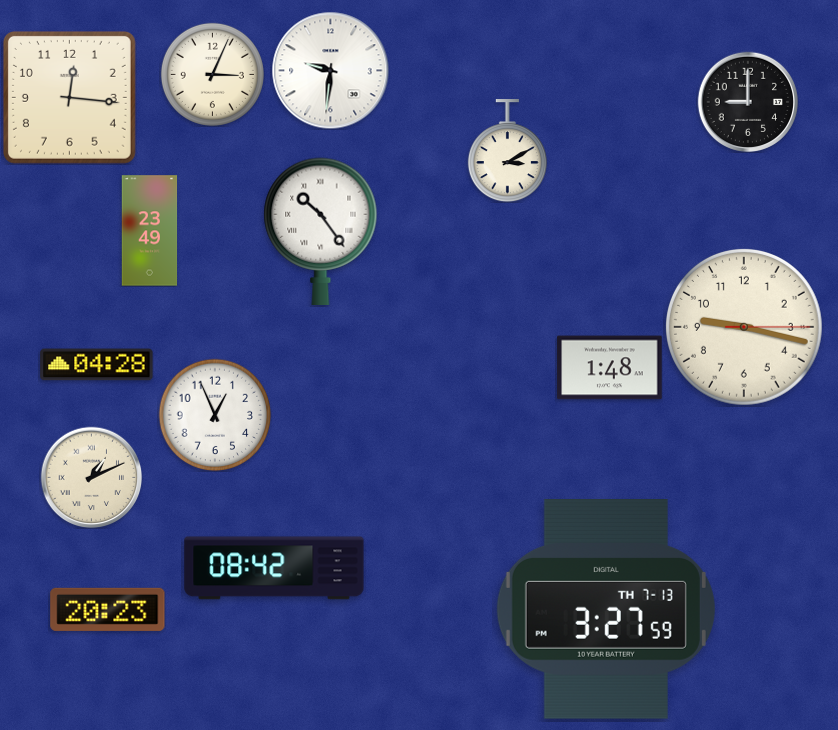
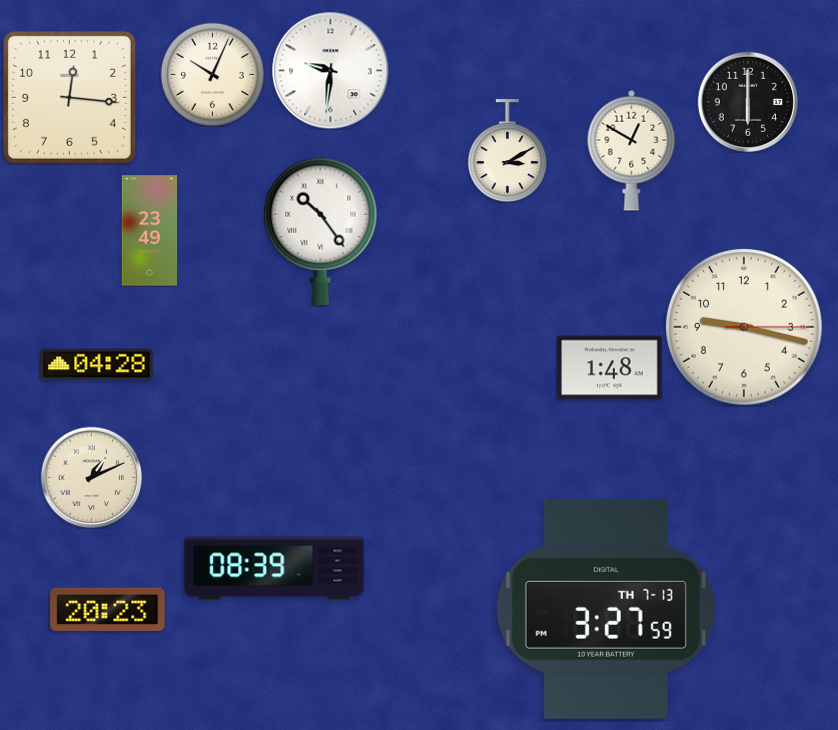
clock at (212, 74): 3:04 -> 10:04
clock at (748, 102): 9:00 -> 6:00
clock at (632, 150): none -> 12:50
clock at (215, 415): 12:56 -> none
clock at (274, 568): 08:42 -> 08:39
